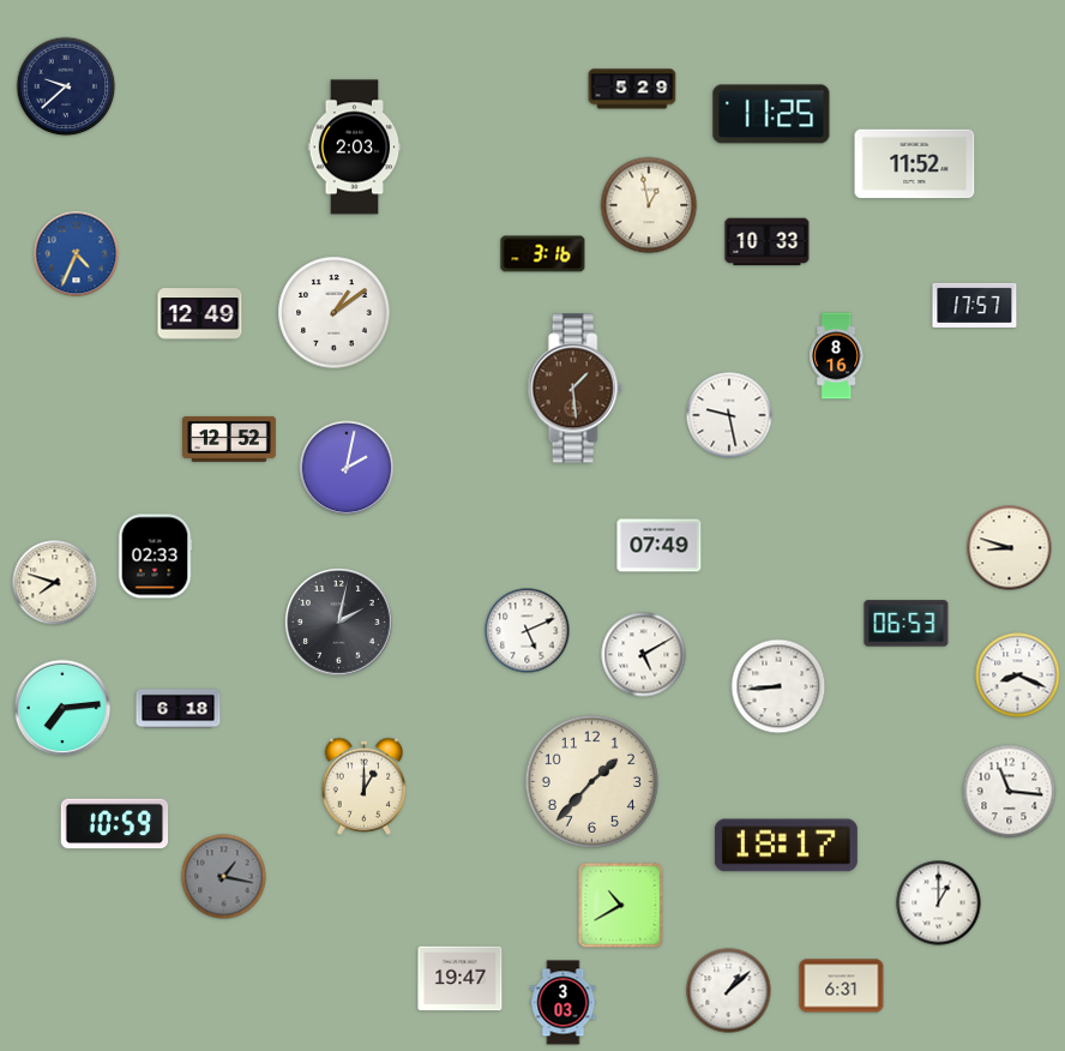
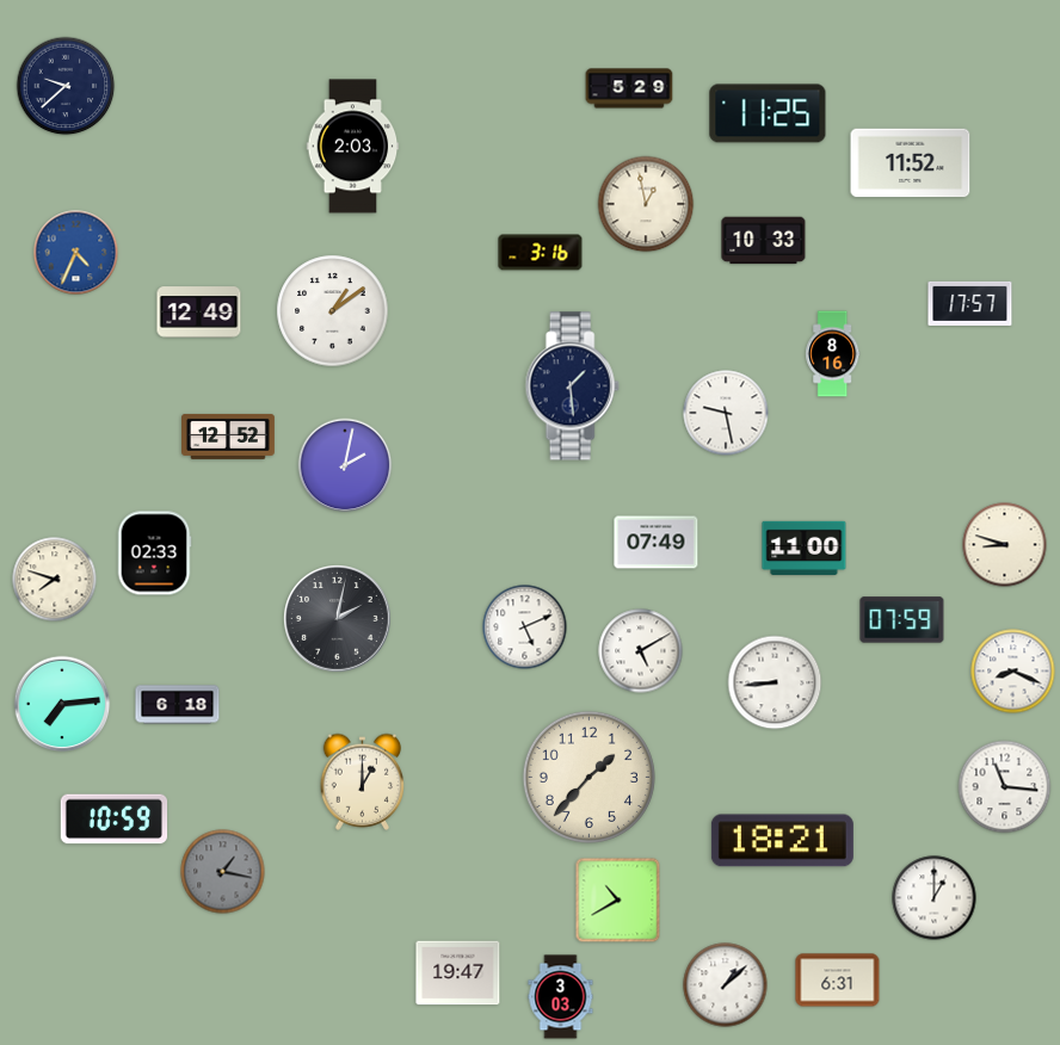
clock at (574, 389) dial: brown -> navy
clock at (805, 548): none -> 11:00
clock at (907, 624): 06:53 -> 07:59
clock at (786, 846): 18:17 -> 18:21
